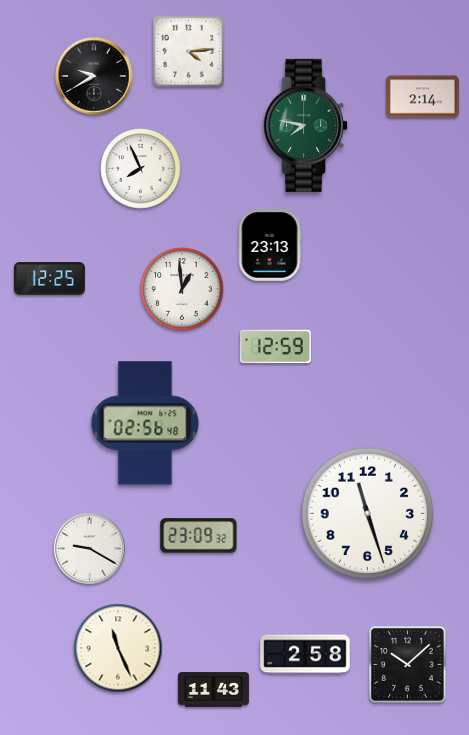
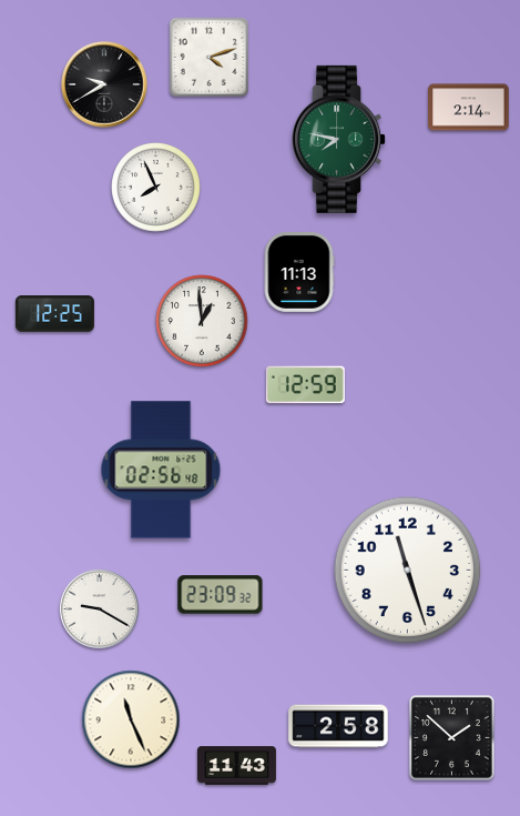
clock at (188, 51): 4:14 -> 4:12
clock at (270, 246): 23:13 -> 11:13
clock at (49, 279) position: (49, 279) -> (54, 314)
clock at (408, 665): 10:08 -> 1:52
